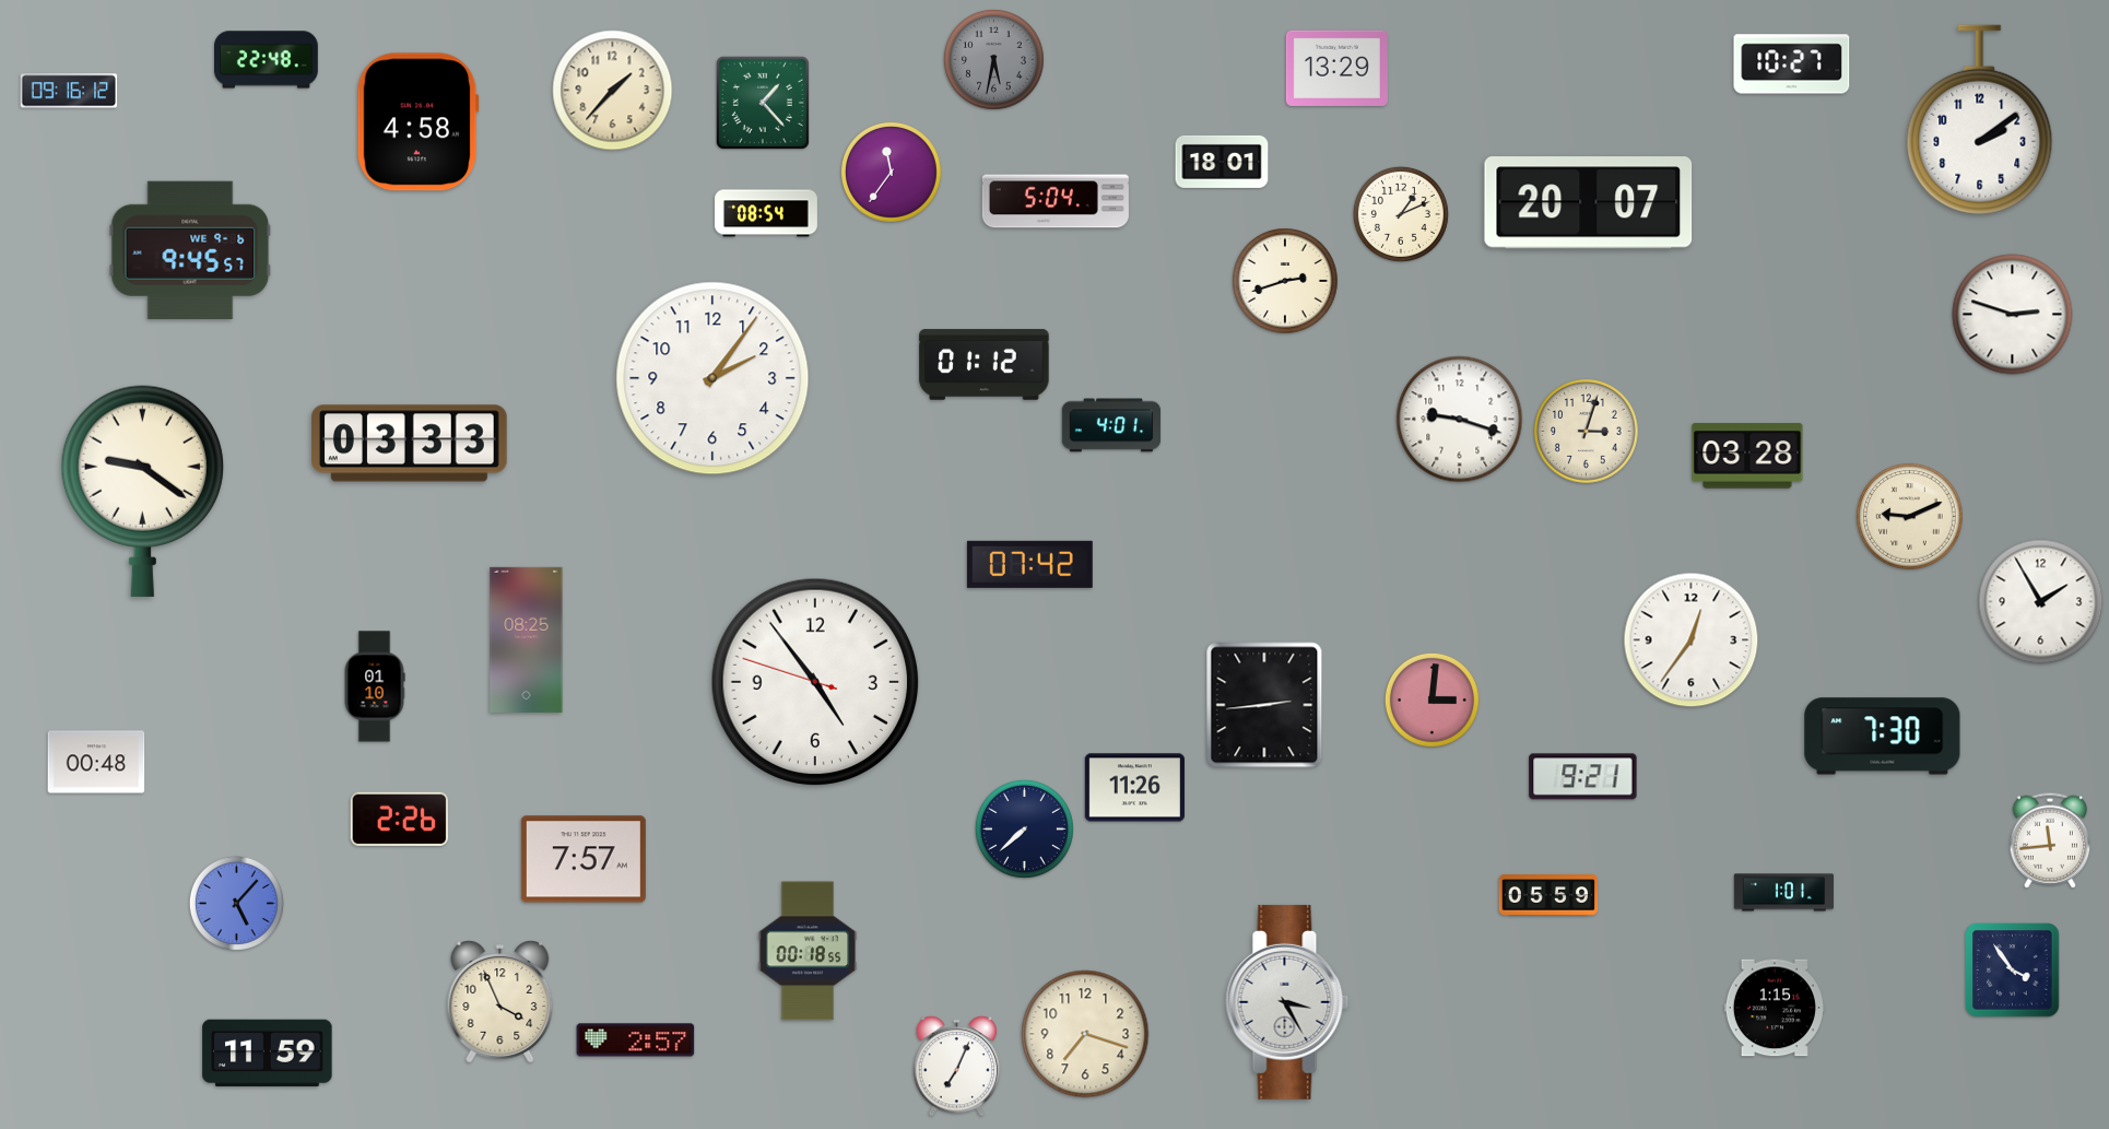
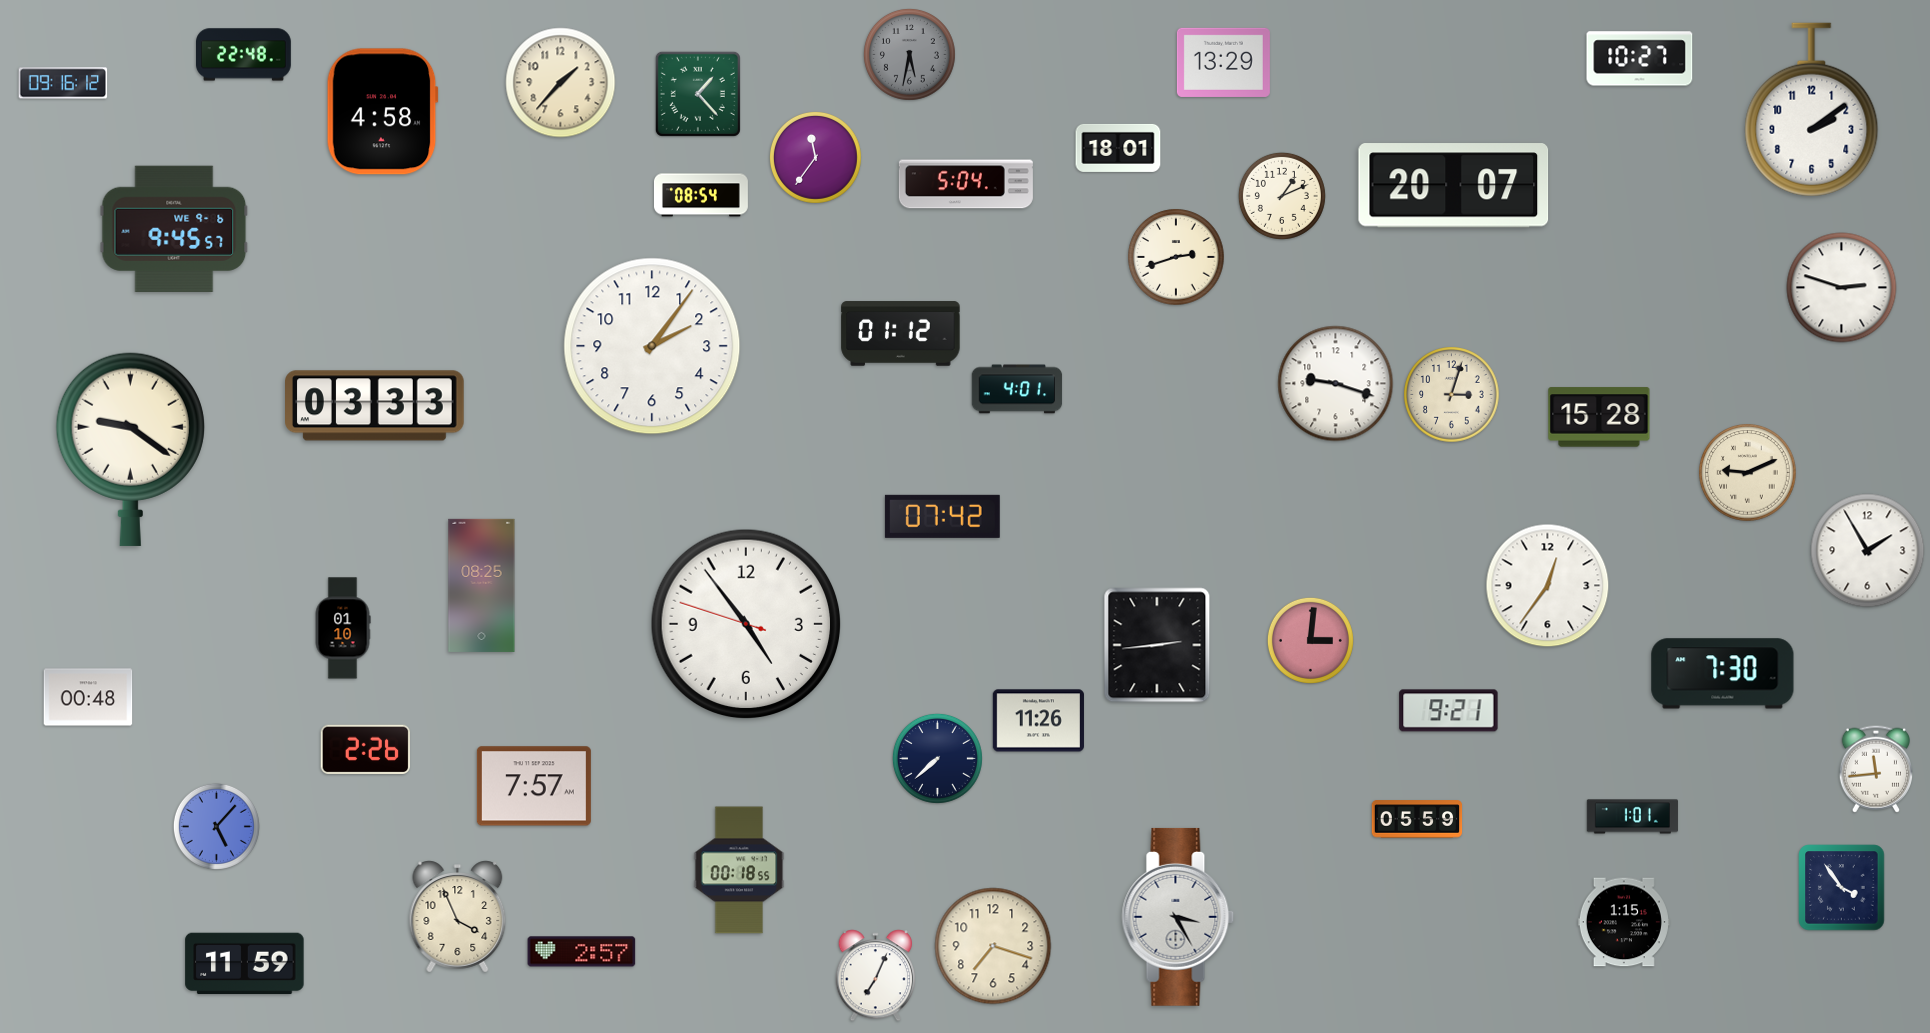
clock at (1747, 456): 03:28 -> 15:28
